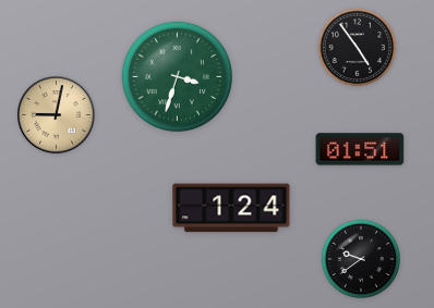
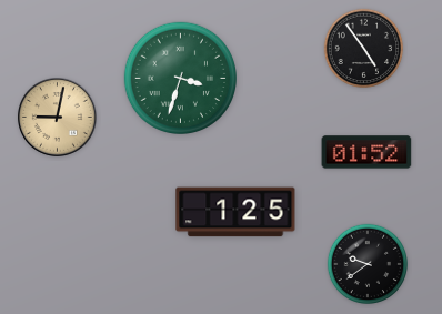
clock at (360, 149): 01:51 -> 01:52
clock at (231, 208): 1:24 -> 1:25
